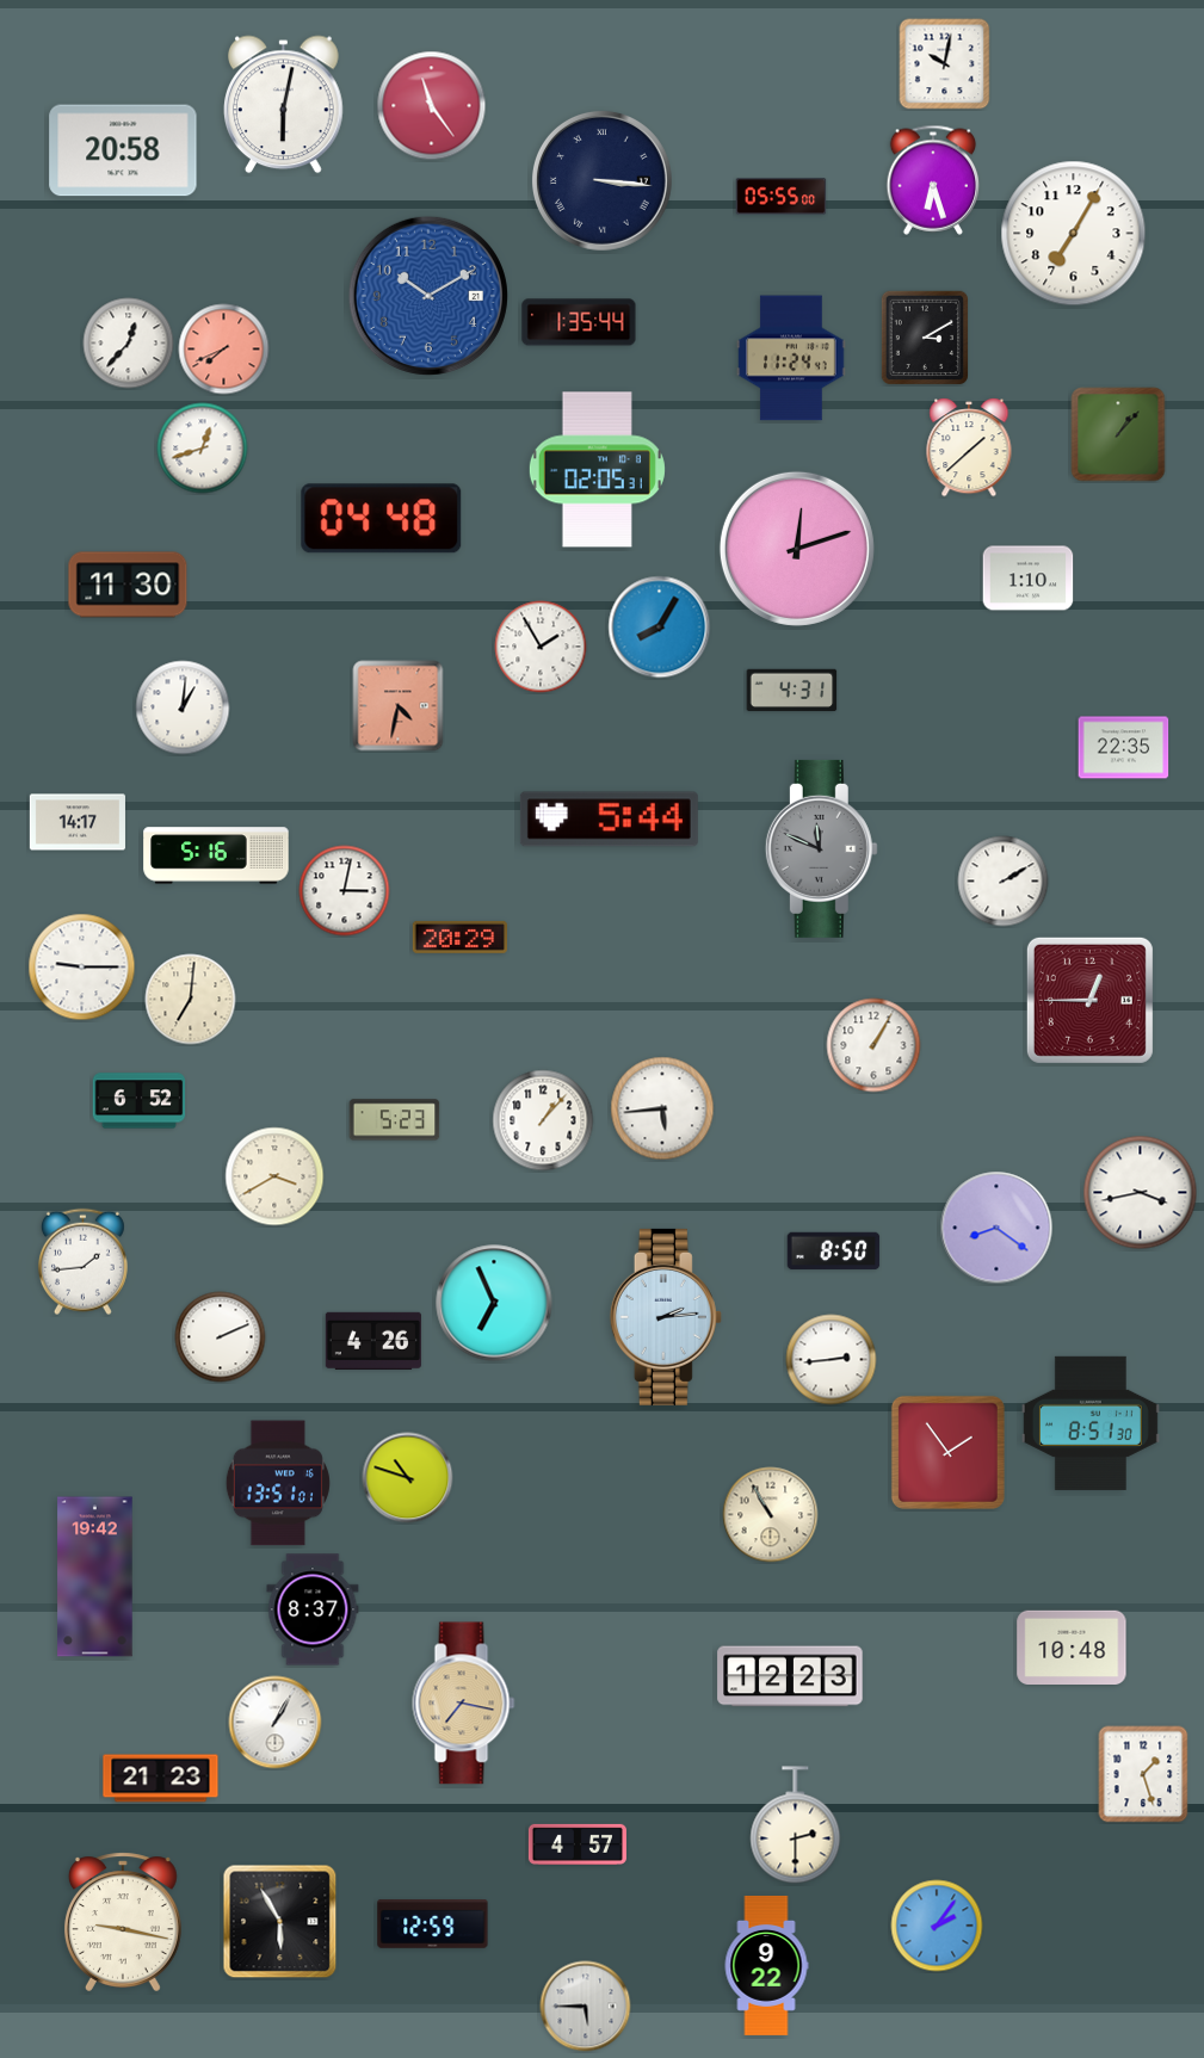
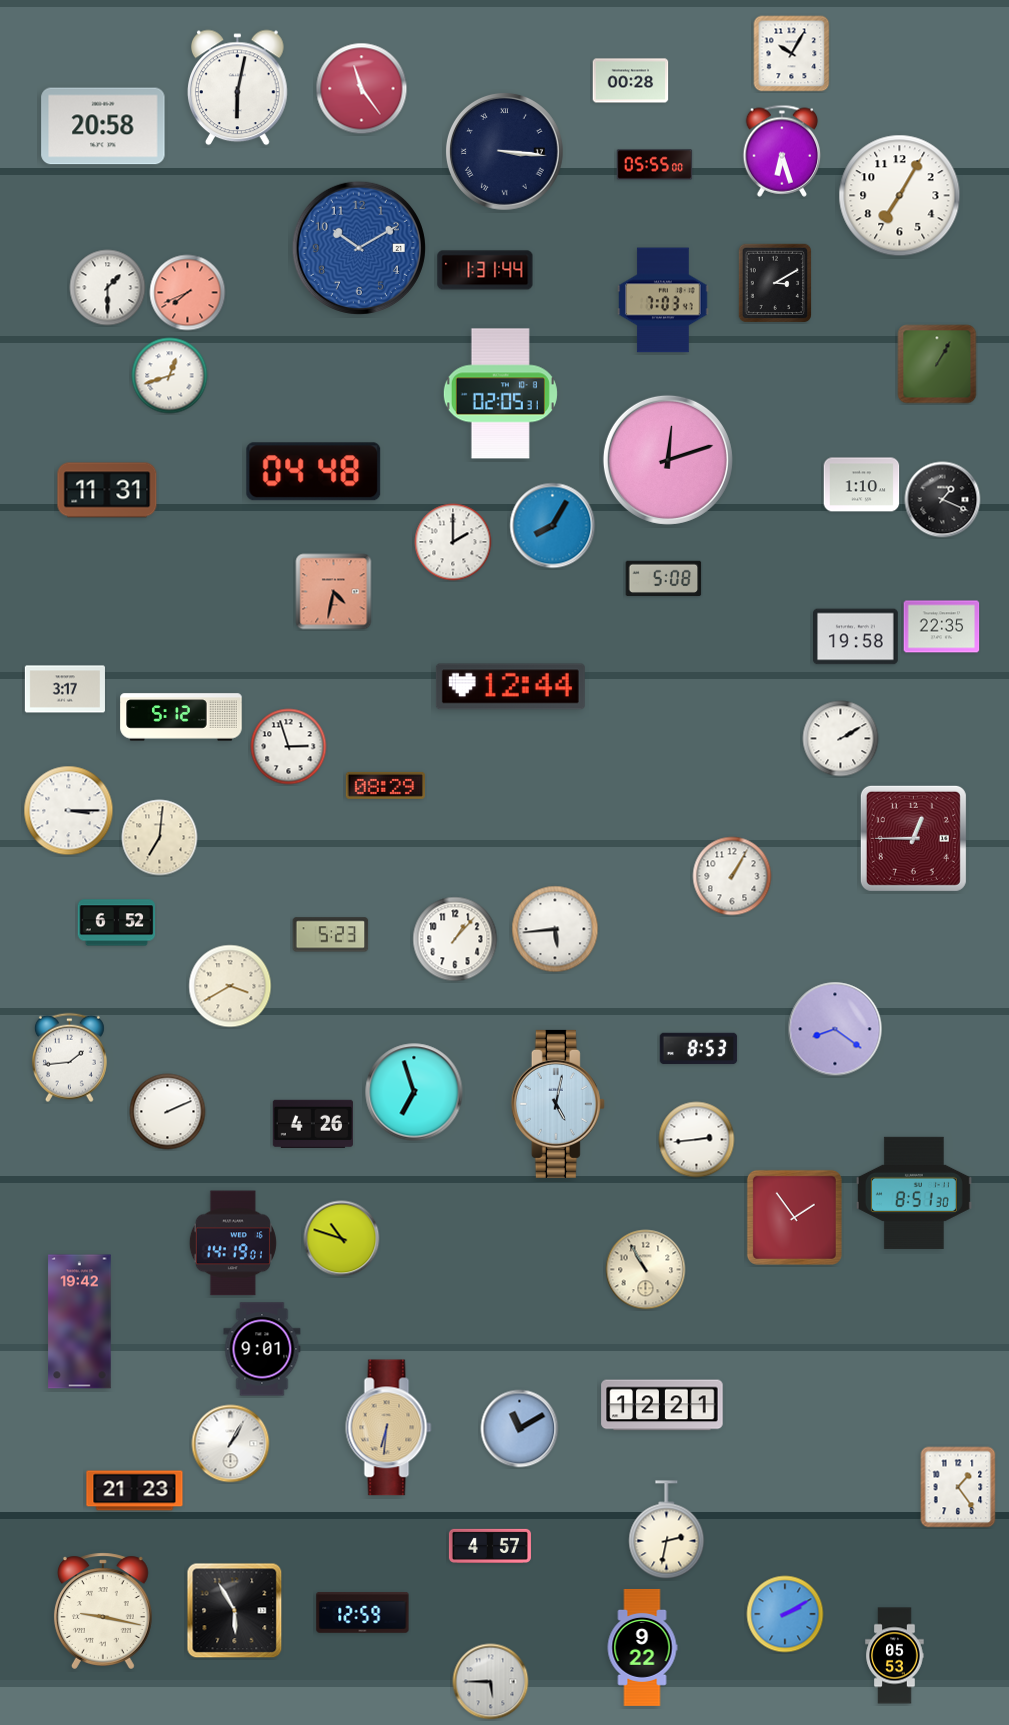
clock at (945, 64): 10:02 -> 10:05
clock at (631, 81): none -> 00:28
clock at (579, 322): 1:35 -> 1:31
clock at (129, 344): 12:37 -> 1:30
clock at (791, 358): 11:24 -> 7:03
clock at (1118, 434): 1:07 -> 1:05
clock at (969, 449): 1:38 -> none
clock at (382, 519) position: (382, 519) -> (314, 472)
clock at (128, 585): 11:30 -> 11:31
clock at (943, 500): none -> 1:19
clock at (541, 647): 1:55 -> 2:00
clock at (792, 691): 4:31 -> 5:08
clock at (183, 707): 1:01 -> none
clock at (856, 637): none -> 19:58
clock at (609, 820): 5:44 -> 12:44
clock at (78, 822): 14:17 -> 3:17
clock at (821, 848): 11:49 -> none
clock at (216, 855): 5:16 -> 5:12
clock at (345, 891): 3:02 -> 2:57
clock at (459, 937): 20:29 -> 08:29
clock at (82, 968): 9:15 -> 3:15
clock at (395, 1120) position: (395, 1120) -> (331, 935)
clock at (1141, 1193): 3:43 -> none
clock at (834, 1252): 8:50 -> 8:53
clock at (494, 1303): 6:56 -> 6:57
clock at (666, 1317): 2:14 -> 5:02
clock at (221, 1337) position: (221, 1337) -> (168, 1112)
clock at (278, 1483): 13:51 -> 14:19
clock at (313, 1609): 8:37 -> 9:01
clock at (1072, 1646): 10:48 -> none
clock at (790, 1676): 12:23 -> 12:21
clock at (464, 1704): 7:17 -> 6:31
clock at (520, 1429): none -> 11:10
clock at (1143, 1774): 1:27 -> 1:24
clock at (796, 1825): 2:30 -> 2:32
clock at (578, 1844) position: (578, 1844) -> (490, 1546)
clock at (937, 1926): 2:06 -> 2:10
clock at (895, 1656): none -> 05:53
